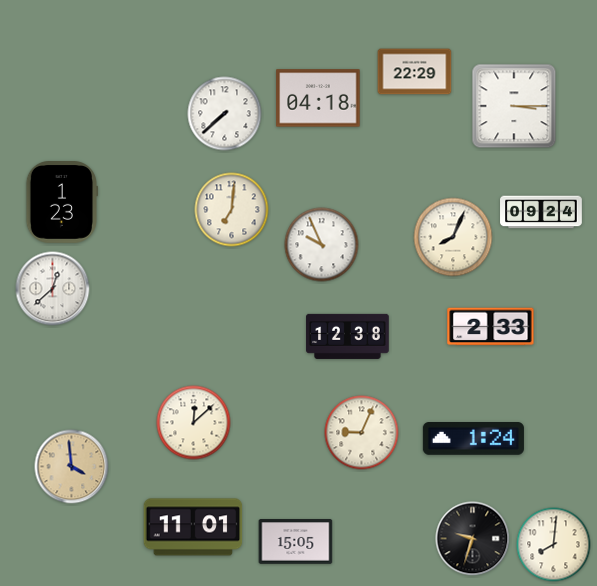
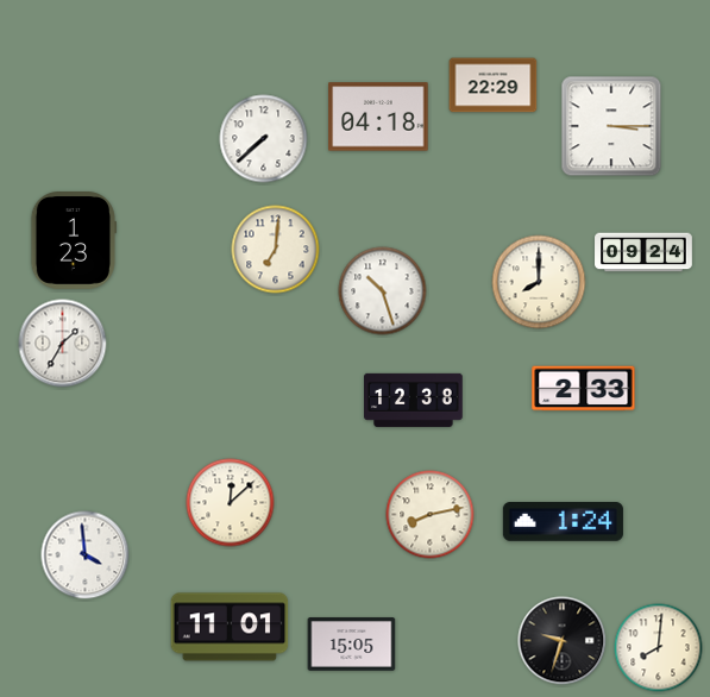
clock at (225, 114) position: (225, 114) -> (264, 139)
clock at (453, 237): 8:04 -> 8:00
clock at (322, 245): 9:56 -> 10:27
clock at (53, 289): 12:38 -> 1:35
clock at (362, 433): 9:04 -> 8:13
clock at (72, 467) dial: champagne -> white
